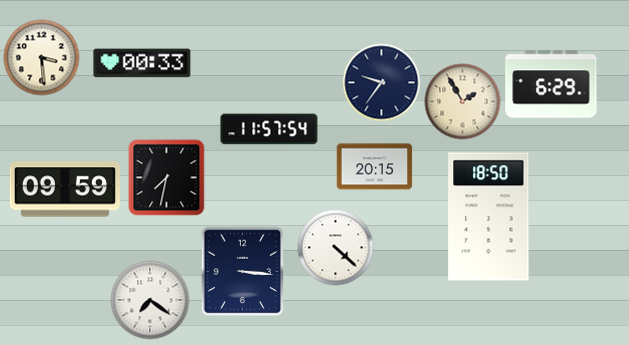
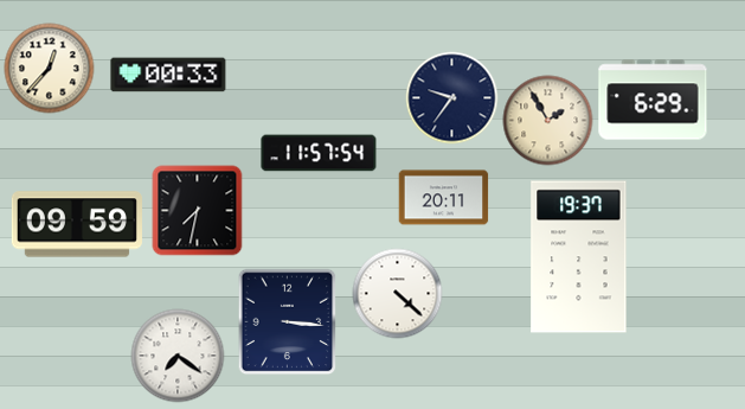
clock at (42, 58): 3:29 -> 12:37
clock at (375, 167): 20:15 -> 20:11
clock at (489, 217): 18:50 -> 19:37
